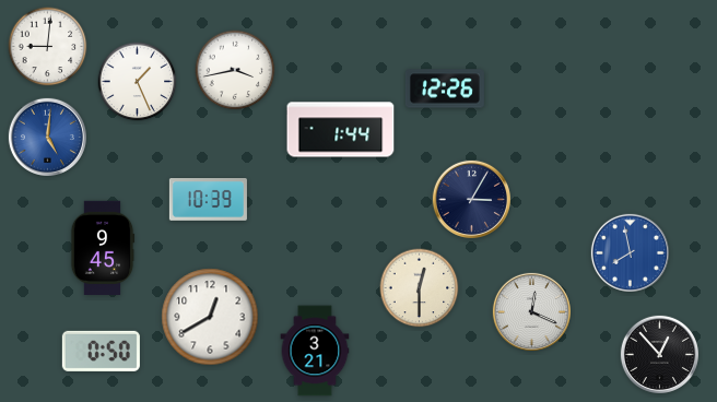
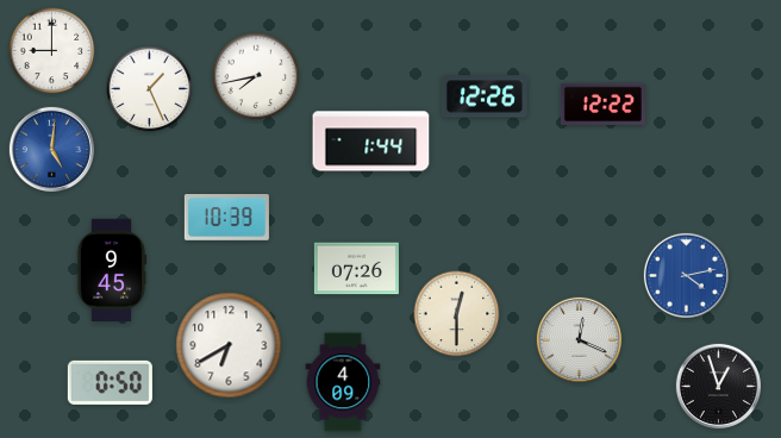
clock at (48, 47): 9:01 -> 9:00
clock at (235, 70): 3:43 -> 7:43
clock at (602, 104): none -> 12:22
clock at (471, 199): 3:05 -> none
clock at (356, 269): none -> 07:26
clock at (630, 252): 7:58 -> 4:13
clock at (210, 317): 12:40 -> 6:40
clock at (315, 351): 3:21 -> 4:09
clock at (659, 354): 12:53 -> 12:57
